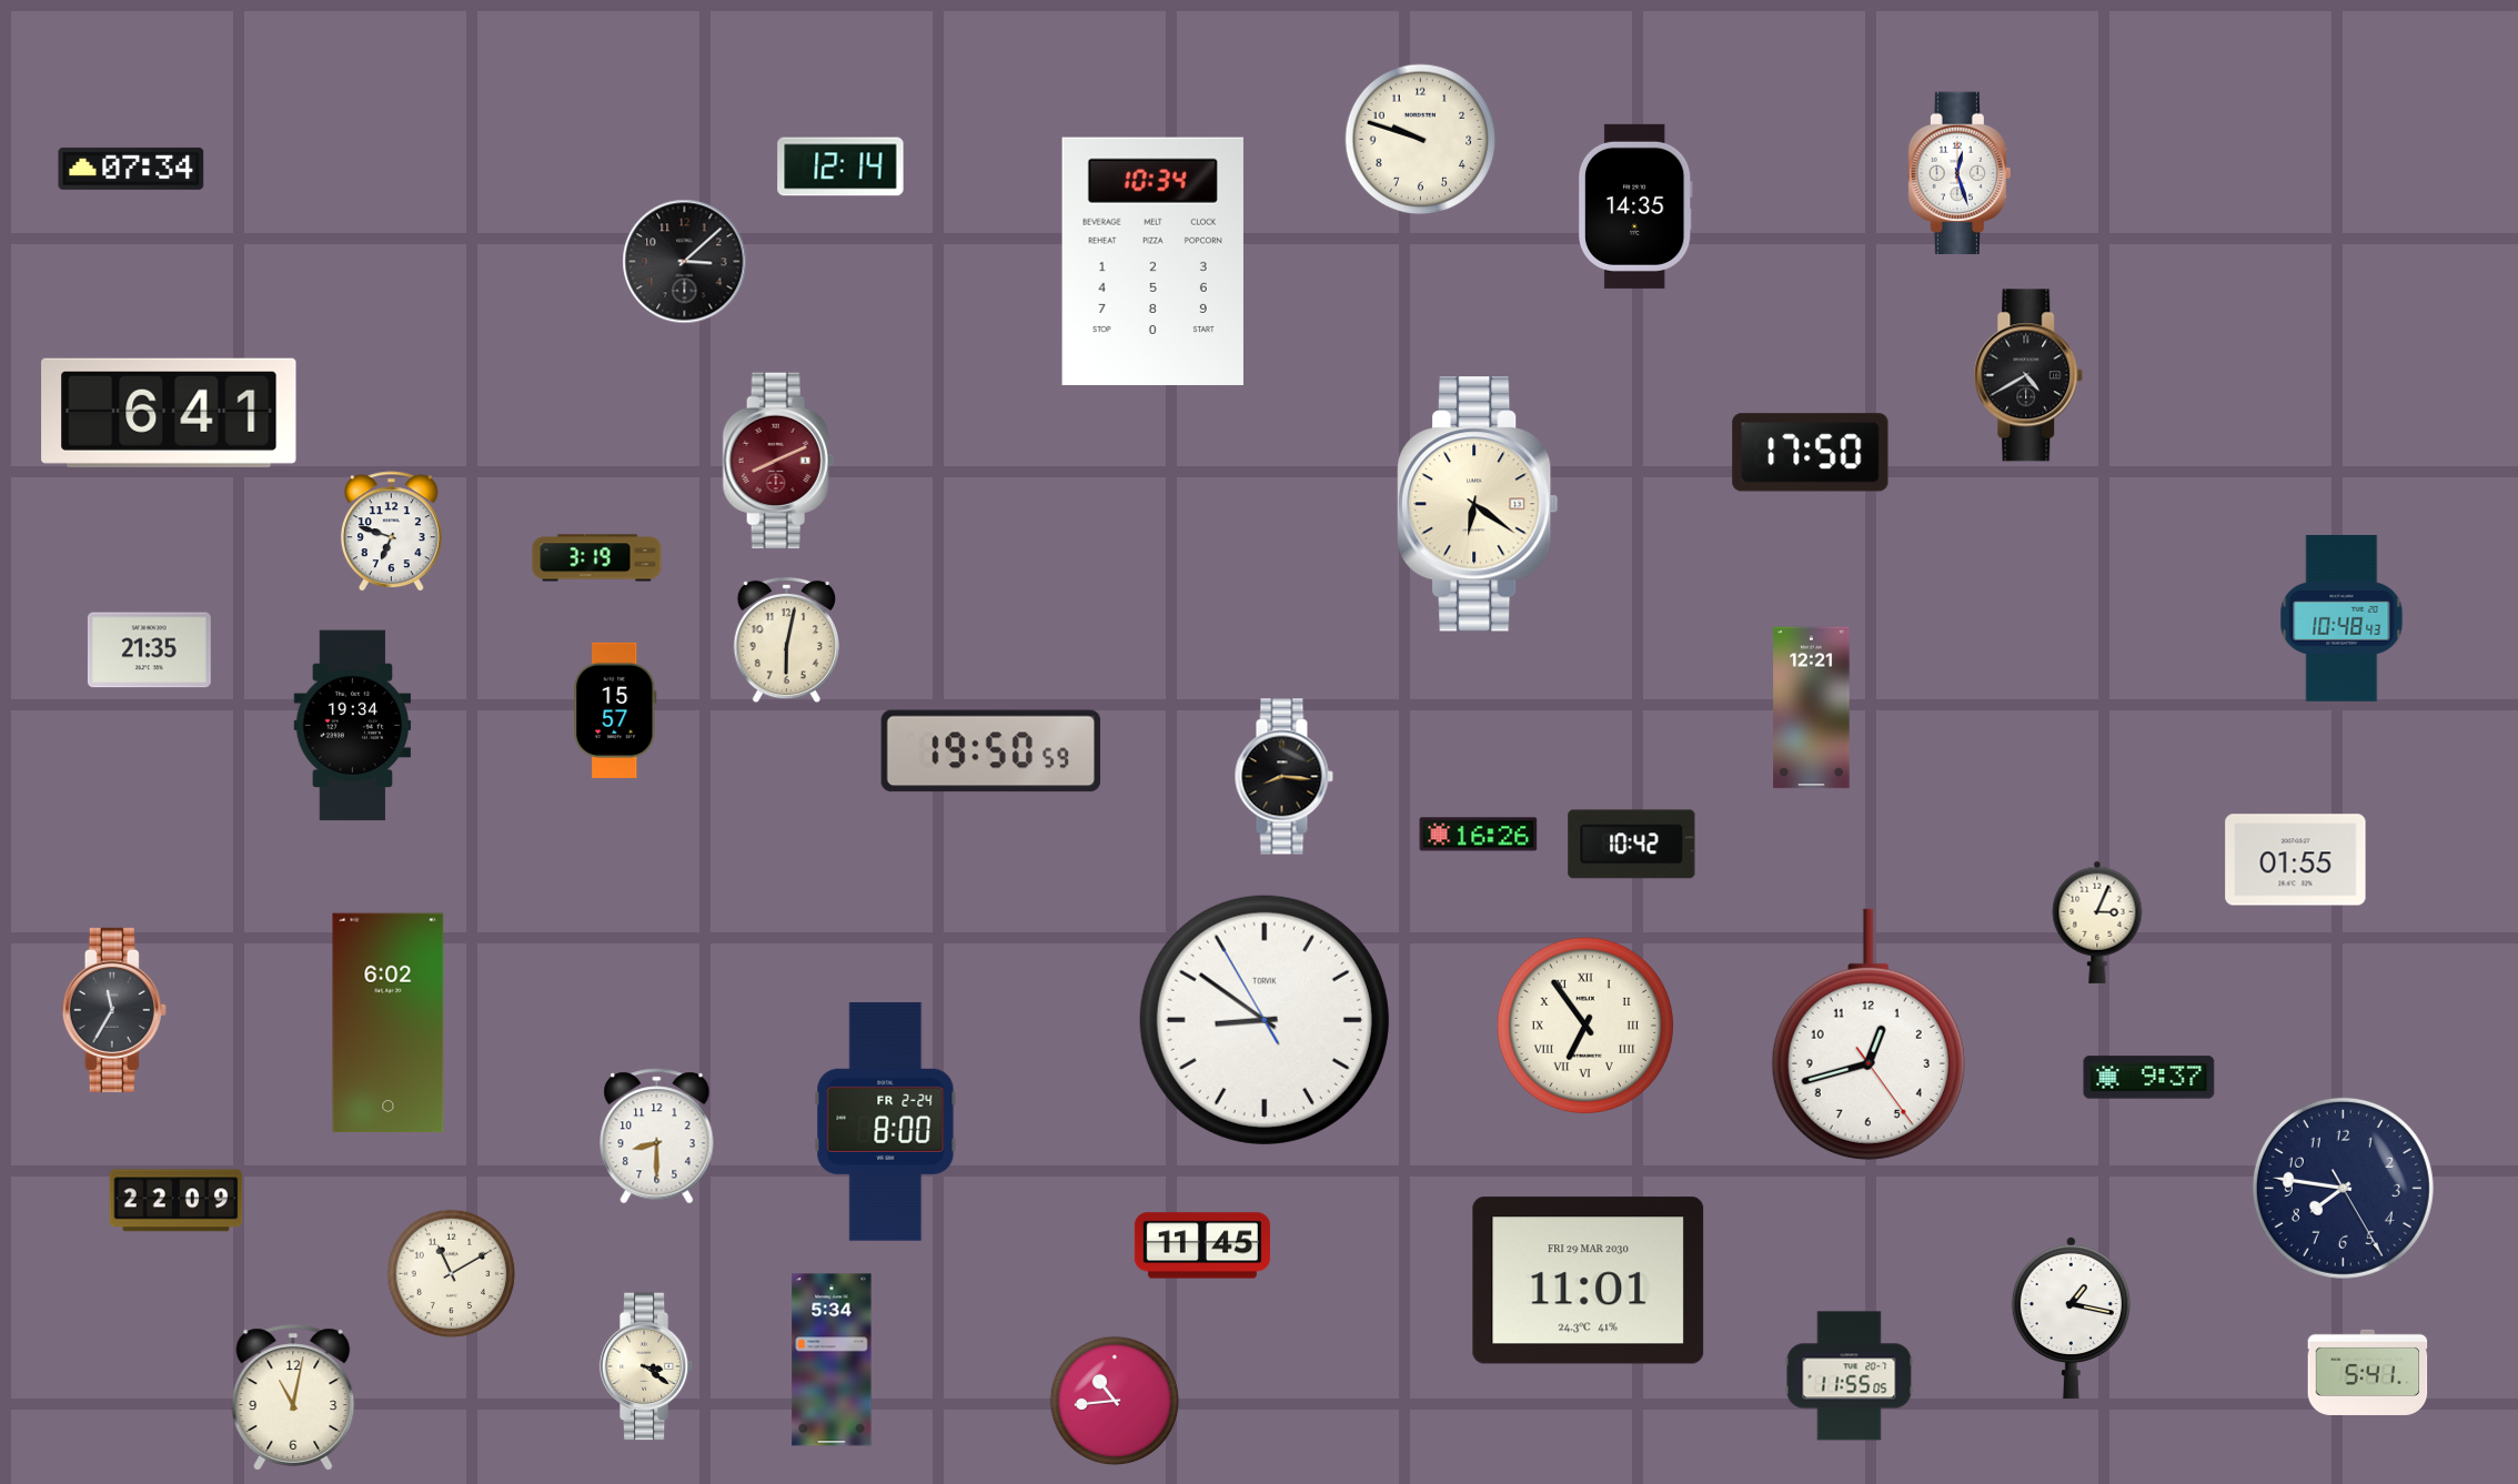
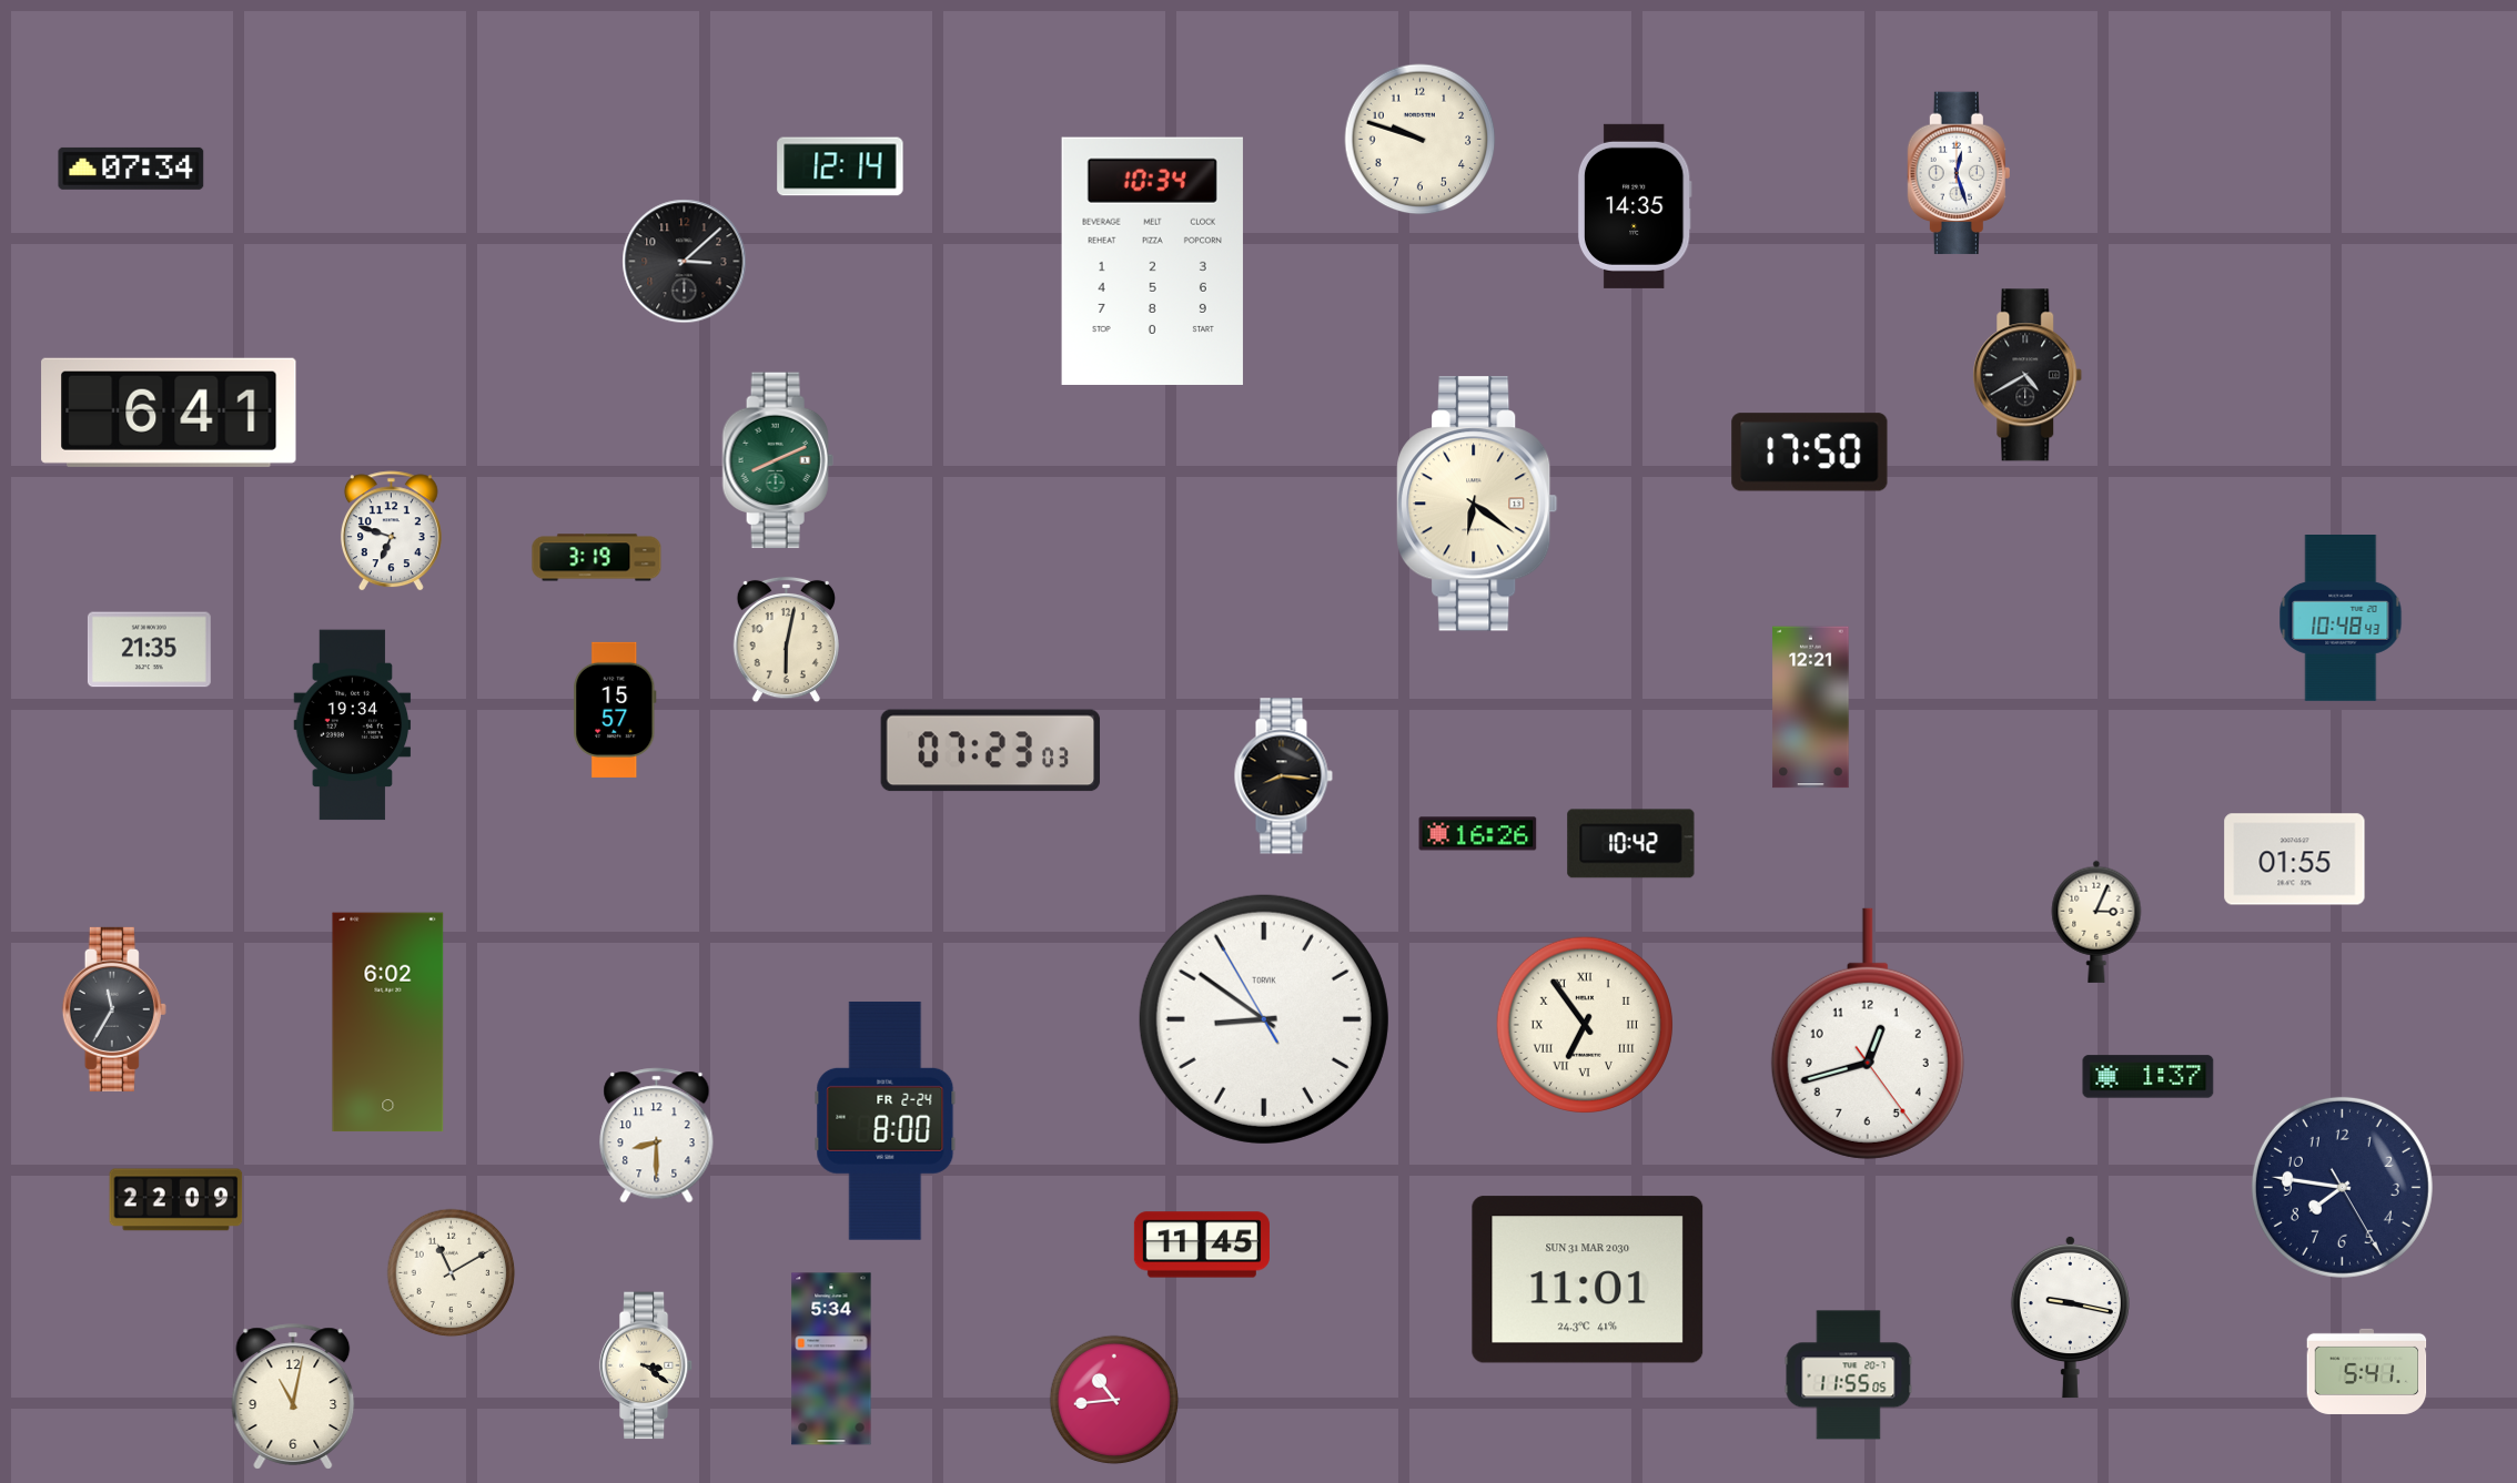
clock at (778, 461) dial: burgundy -> green
clock at (991, 751): 19:50 -> 07:23
clock at (2149, 1078): 9:37 -> 1:37
clock at (1589, 1281) date: FRI 29 MAR 2030 -> SUN 31 MAR 2030
clock at (2071, 1318): 1:17 -> 9:17
